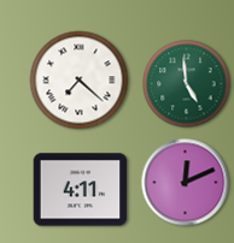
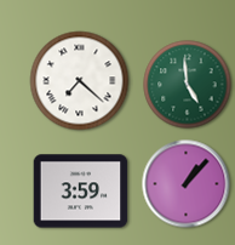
clock at (186, 183): 12:11 -> 1:07
clock at (81, 190): 4:11 -> 3:59
